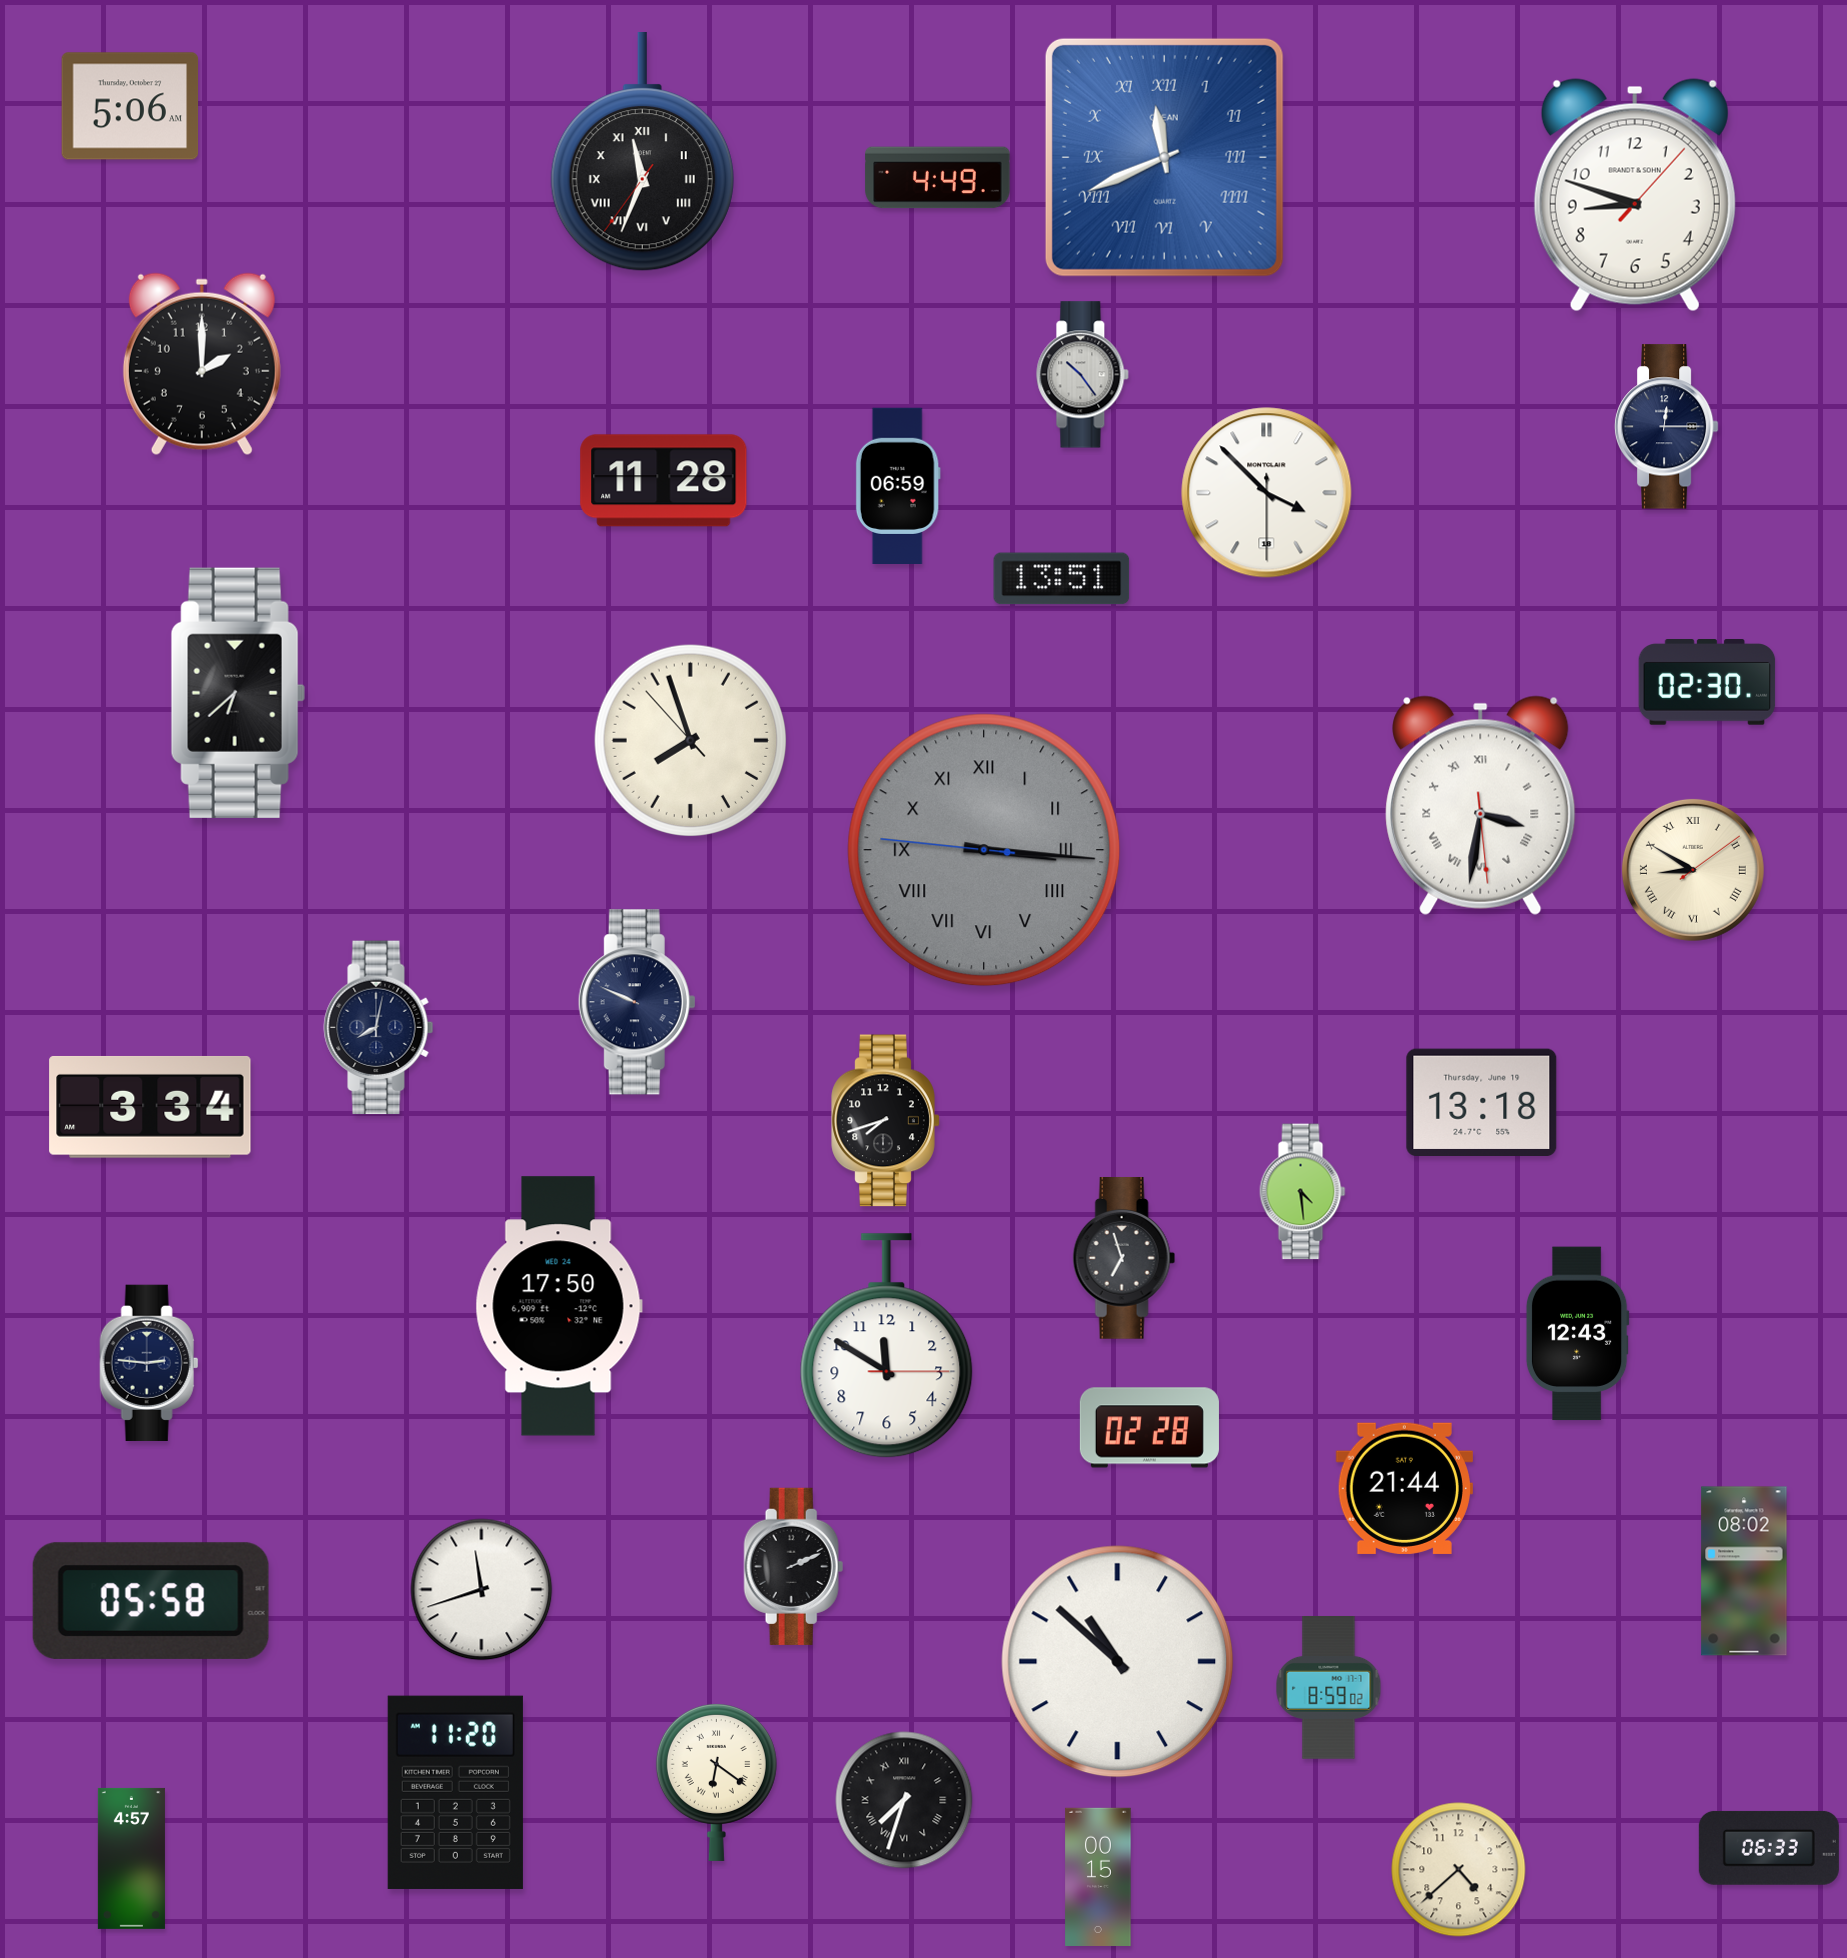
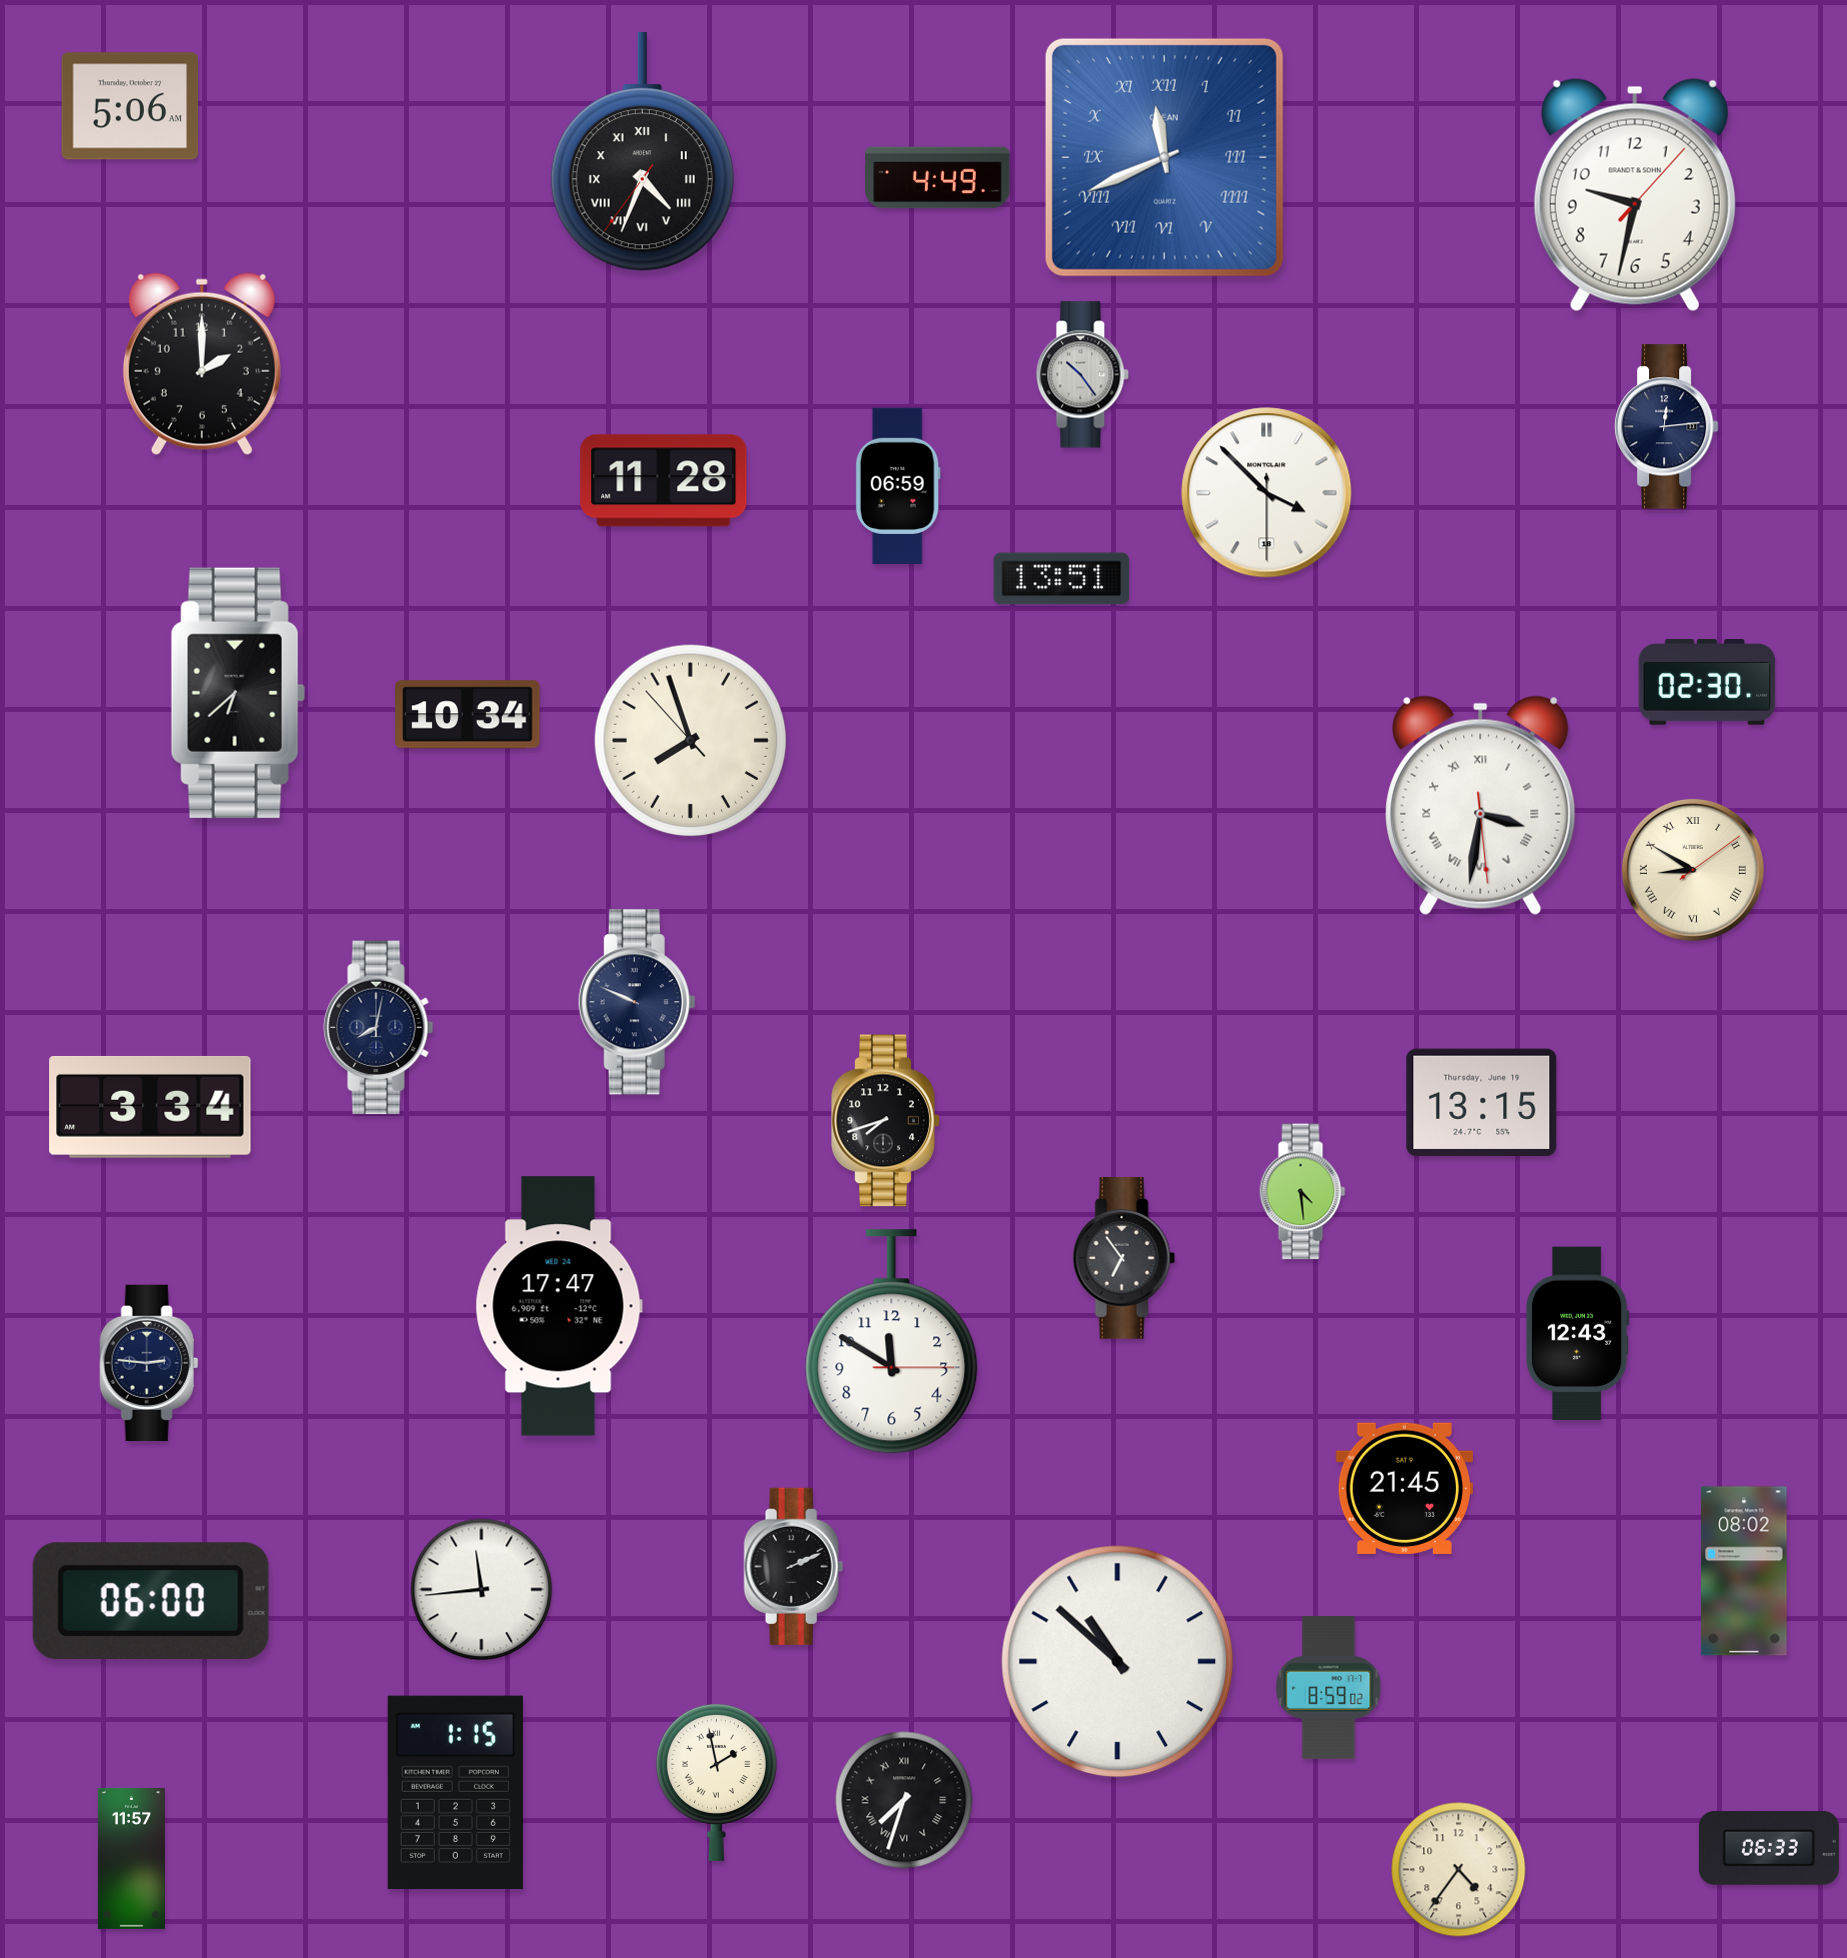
clock at (642, 153): 11:33 -> 4:33
clock at (1635, 195): 8:48 -> 9:32
clock at (1666, 427): 12:15 -> 12:14
clock at (468, 715): none -> 10:34
clock at (984, 850): 3:15 -> none
clock at (1482, 1102): 13:18 -> 13:15
clock at (1124, 1259): 6:57 -> 6:54
clock at (559, 1306): 17:50 -> 17:47
clock at (887, 1346) position: (887, 1346) -> (892, 1342)
clock at (1149, 1428): 02:28 -> none
clock at (1404, 1488): 21:44 -> 21:45
clock at (482, 1590): 11:42 -> 11:44
clock at (151, 1601): 05:58 -> 06:00
clock at (716, 1782): 6:21 -> 1:58
clock at (455, 1792): 11:20 -> 1:15
clock at (131, 1858): 4:57 -> 11:57
clock at (1459, 1870): 4:38 -> 4:36
clock at (1098, 1876): 00:15 -> none
